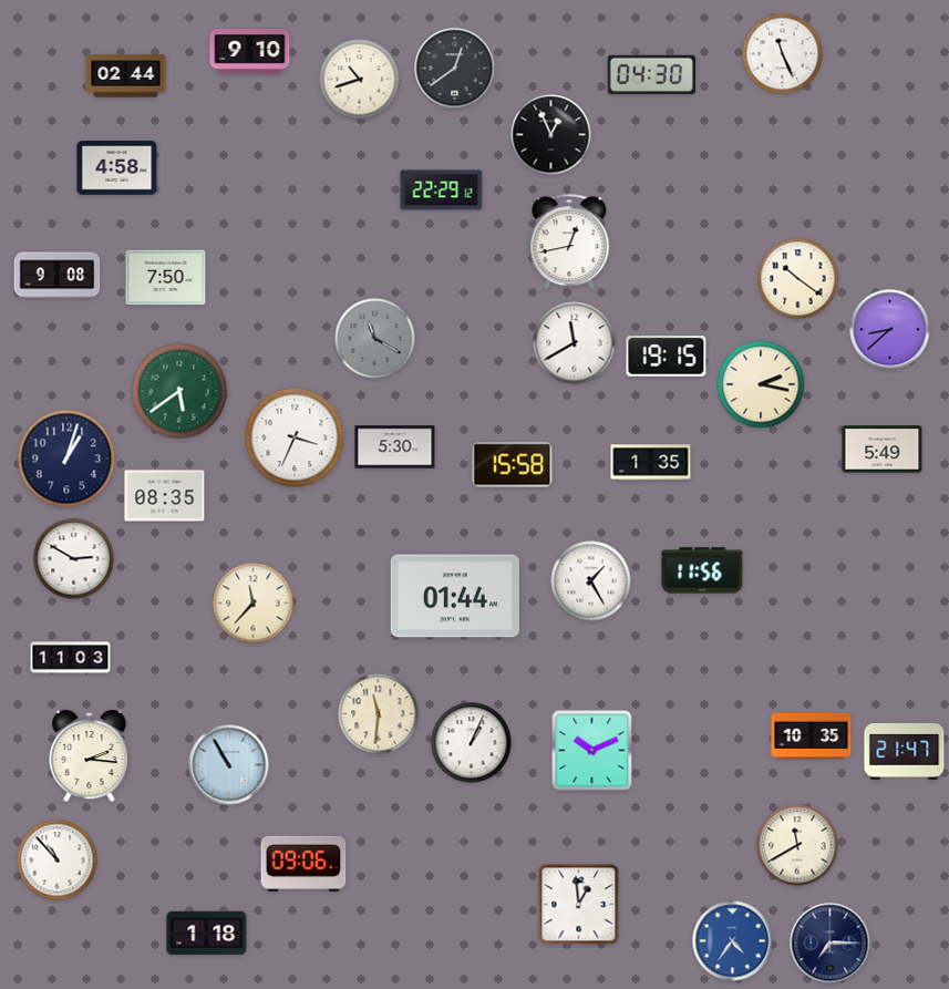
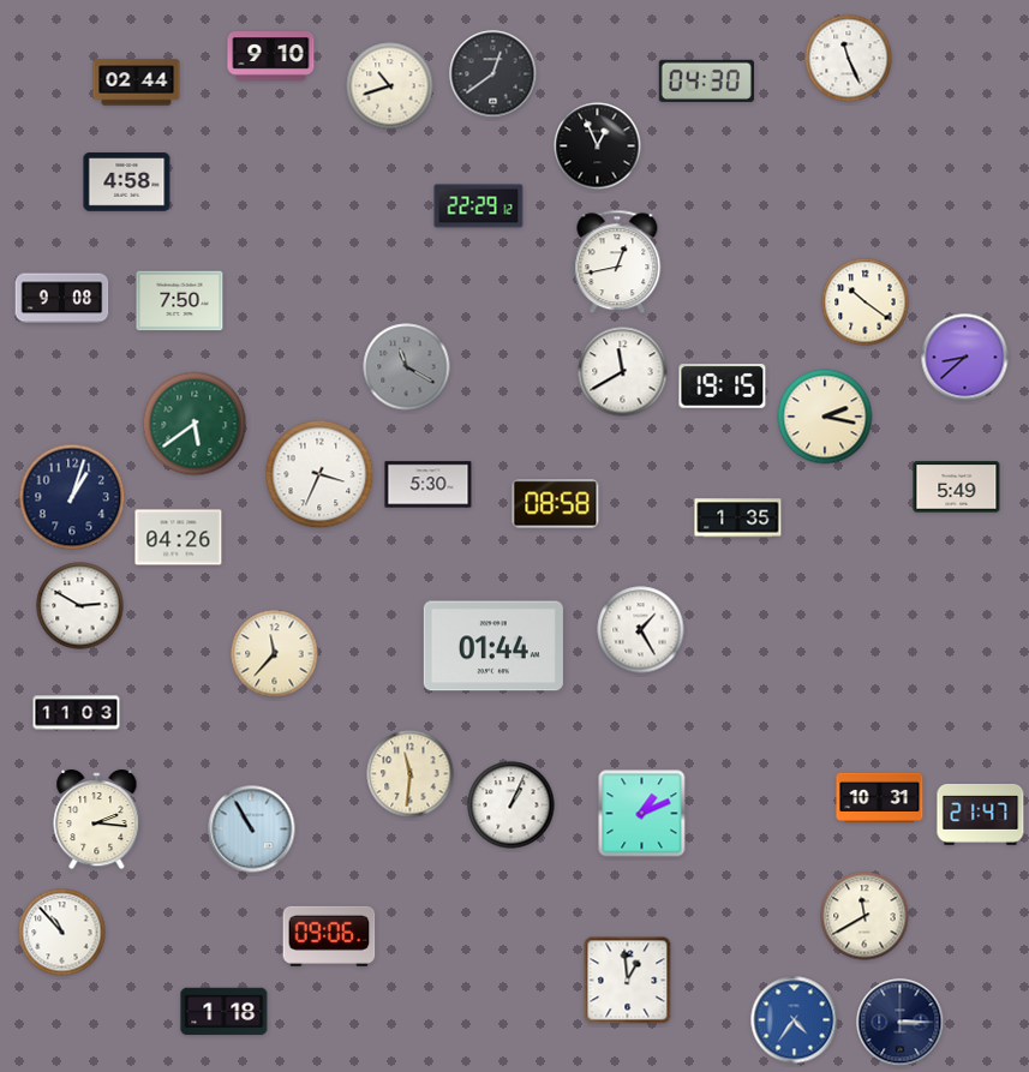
clock at (651, 463) position: (651, 463) -> (738, 519)
clock at (513, 465): 15:58 -> 08:58
clock at (165, 496): 08:35 -> 04:26
clock at (702, 570): 11:56 -> none
clock at (812, 735): 10:35 -> 10:31
clock at (592, 751): 10:11 -> 1:11
clock at (229, 765) position: (229, 765) -> (252, 830)
clock at (831, 944): 7:15 -> 3:15
